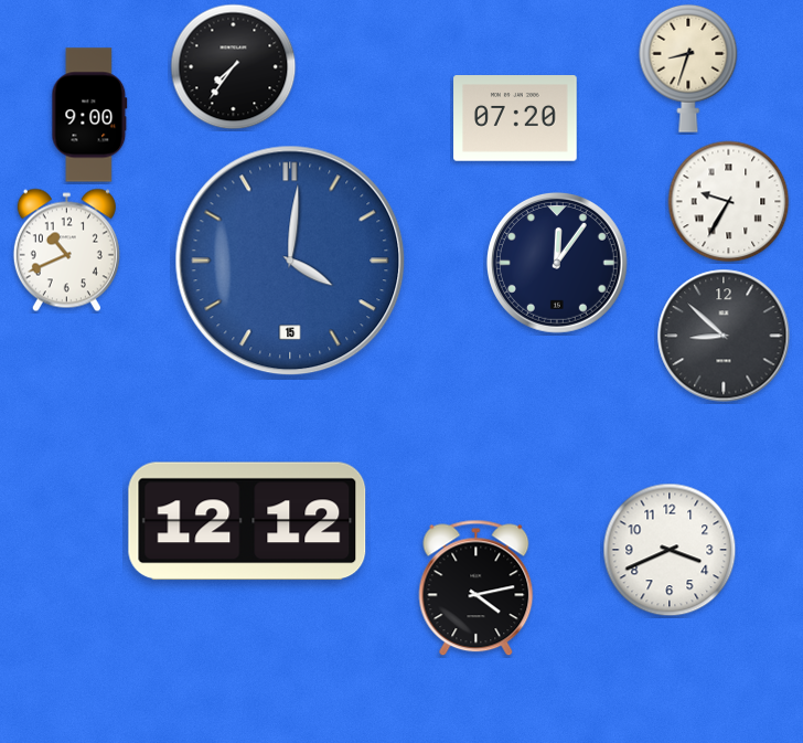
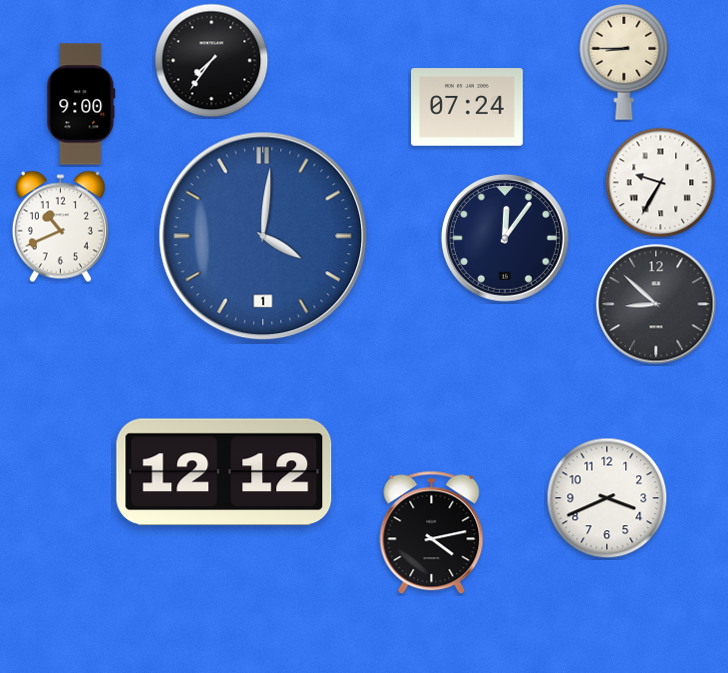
clock at (688, 68): 8:33 -> 8:45
clock at (515, 118): 07:20 -> 07:24
clock at (290, 261) date: 15 -> 1
